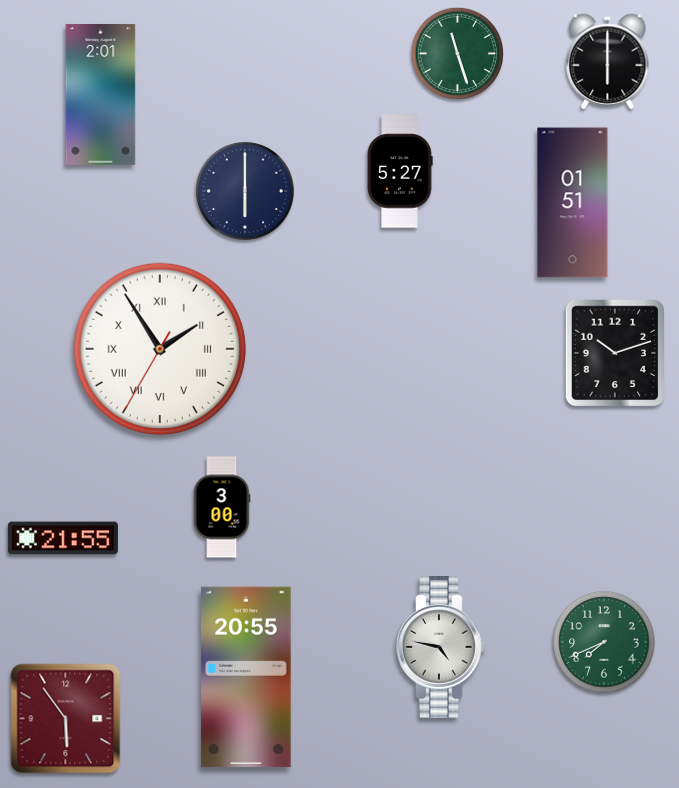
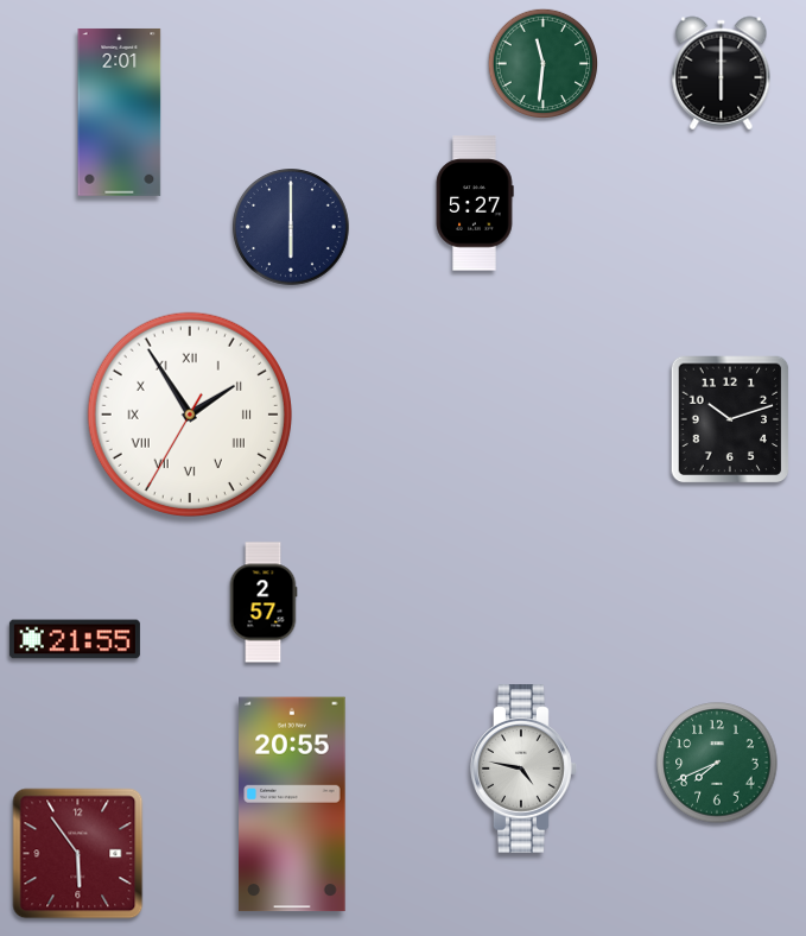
clock at (457, 53): 11:27 -> 11:31
clock at (573, 203): 01:51 -> none
clock at (222, 507): 3:00 -> 2:57
